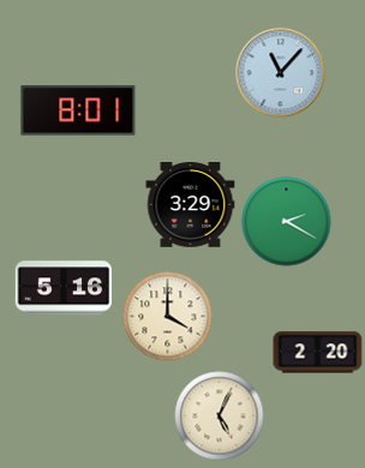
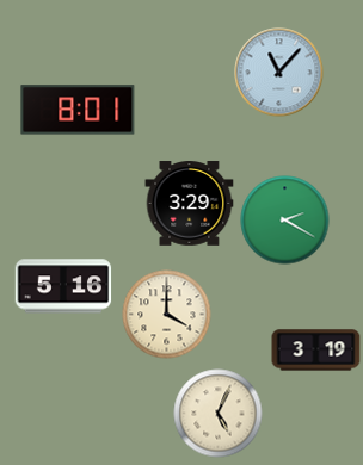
clock at (318, 353): 2:20 -> 3:19
